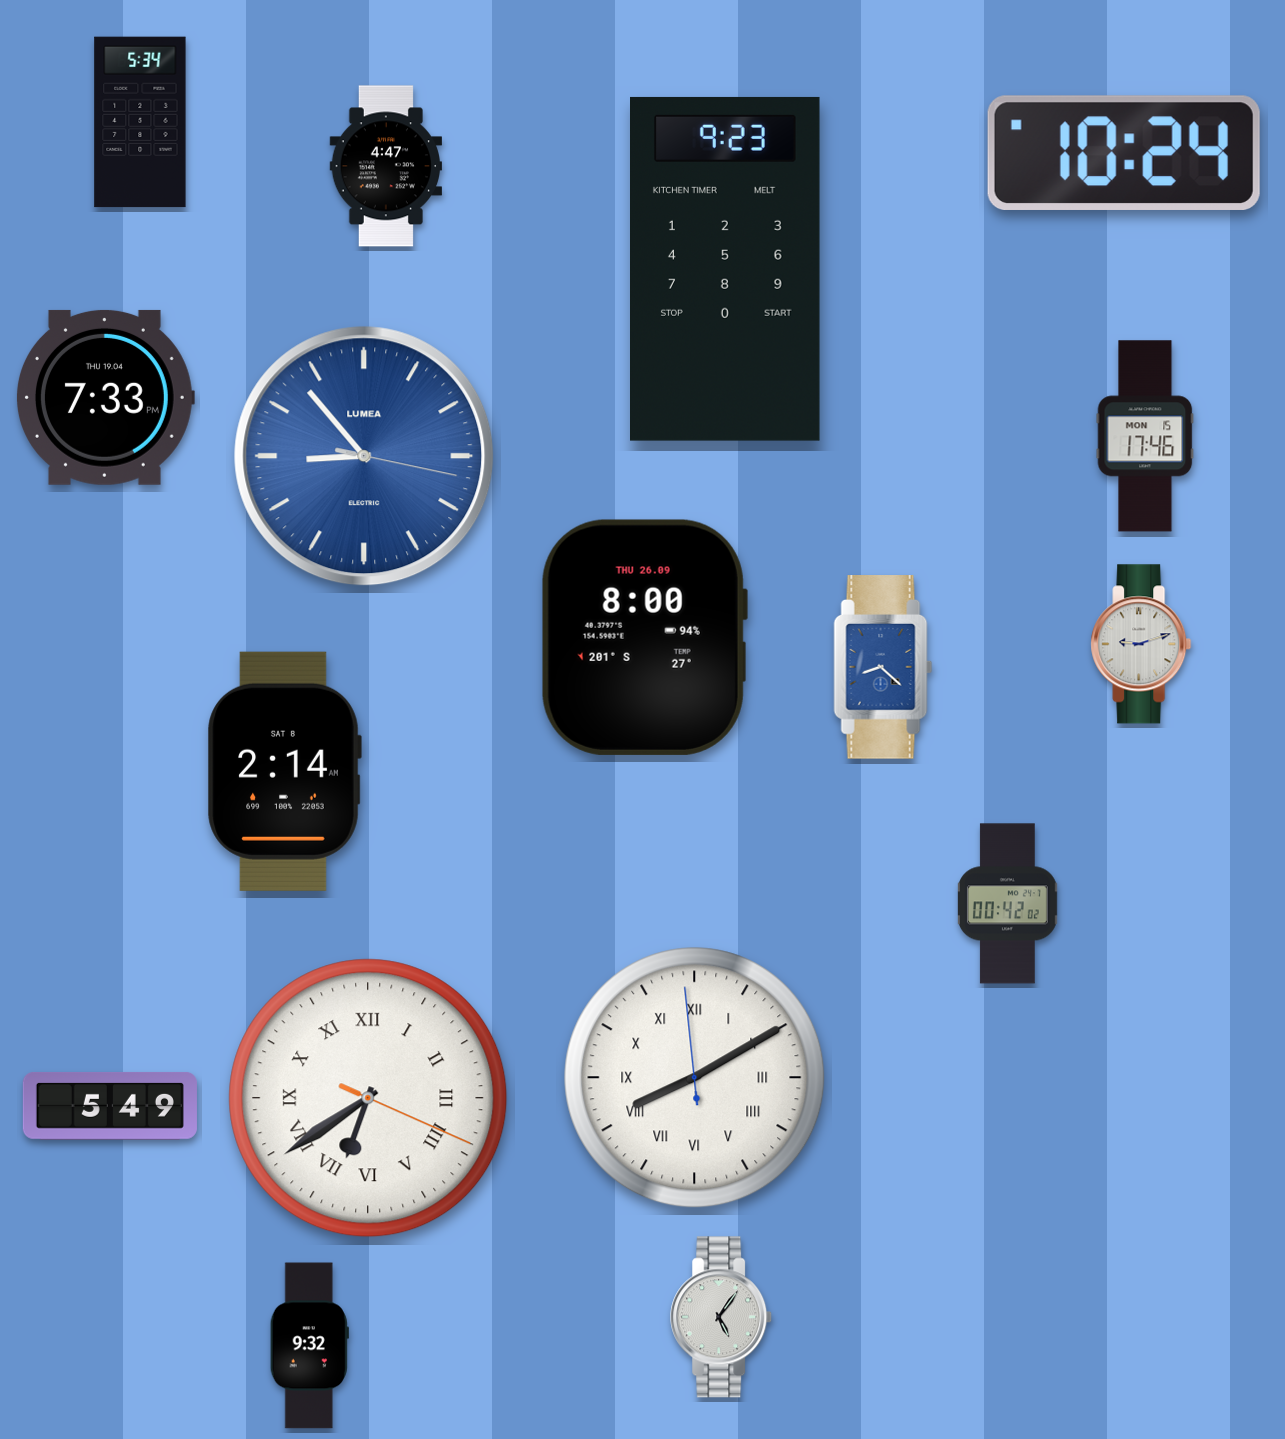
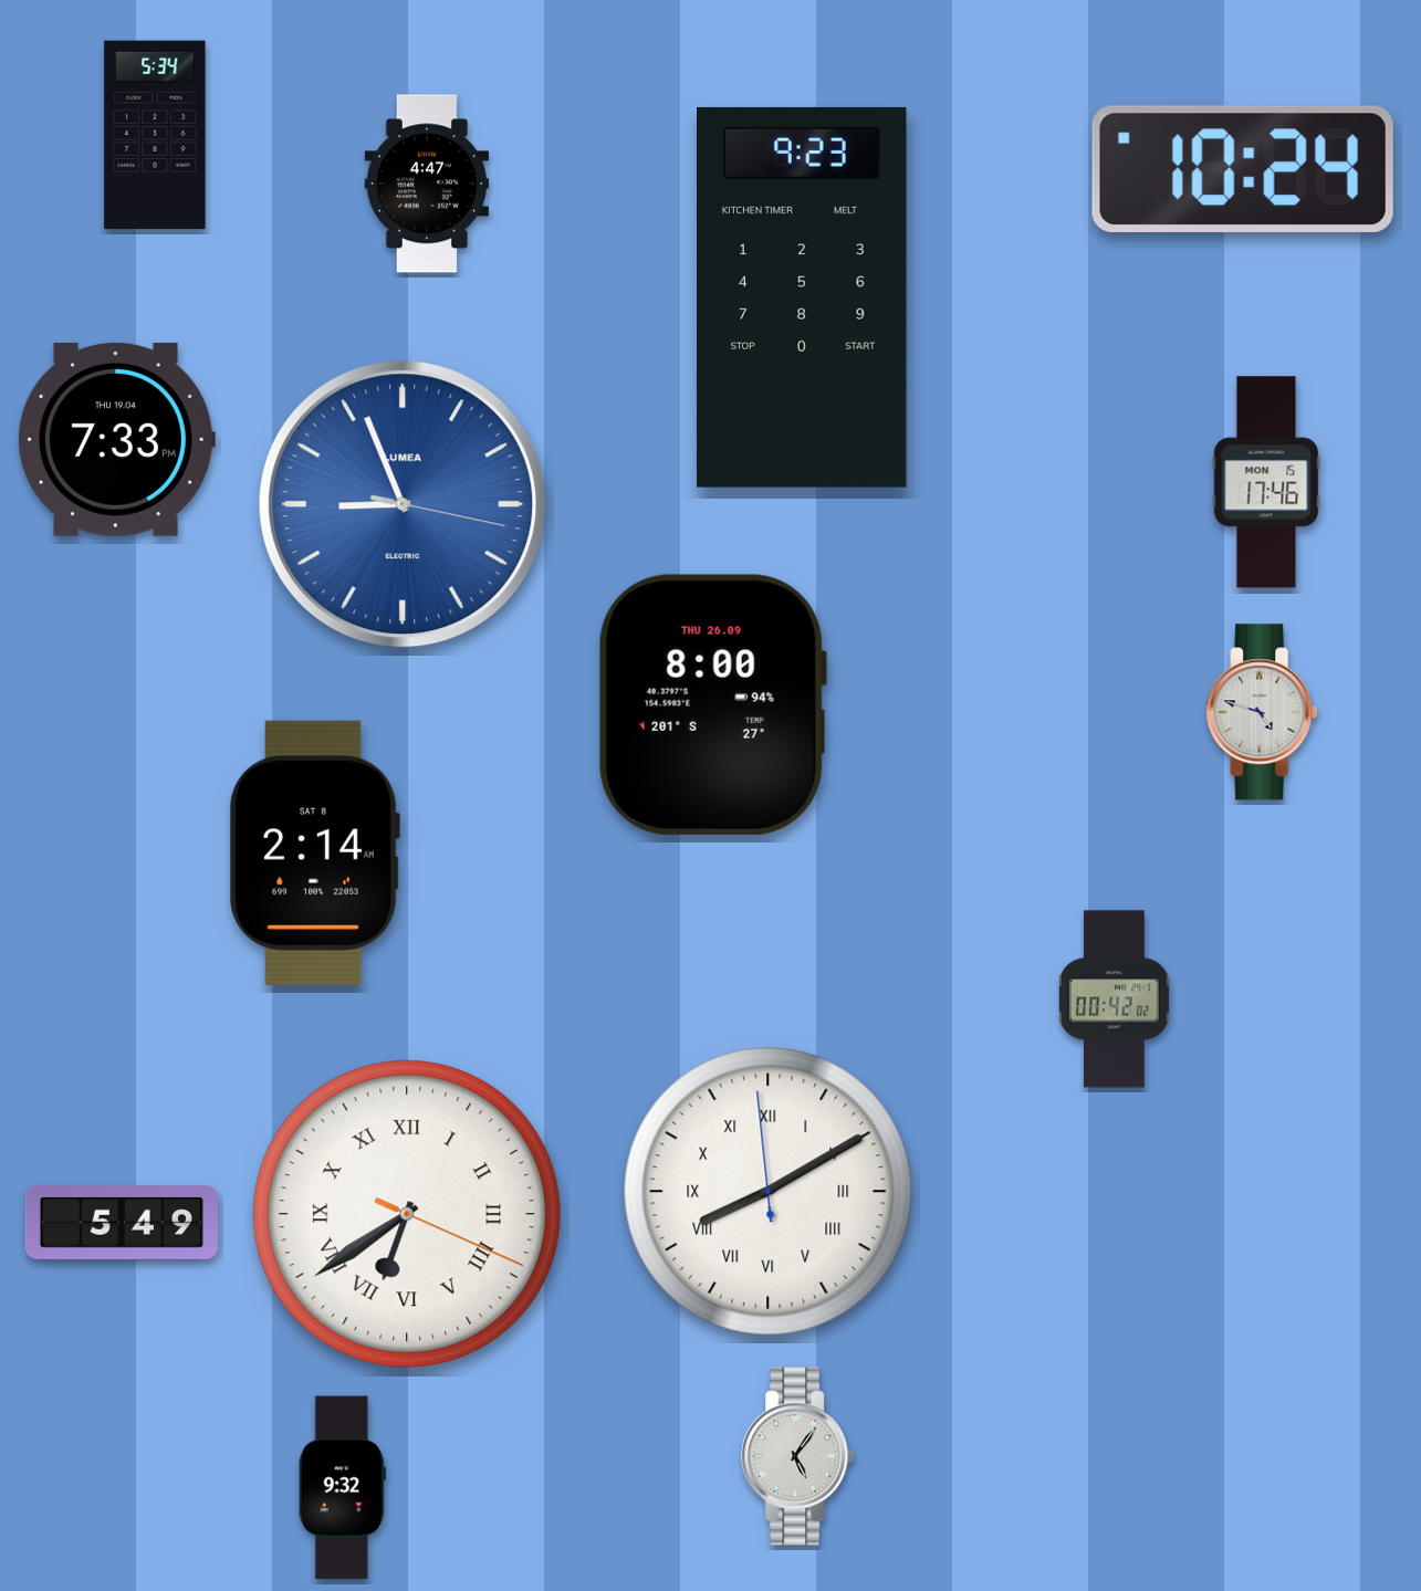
clock at (364, 456): 8:53 -> 8:56
clock at (1141, 644): 9:12 -> 4:48
clock at (883, 667): 8:22 -> none
